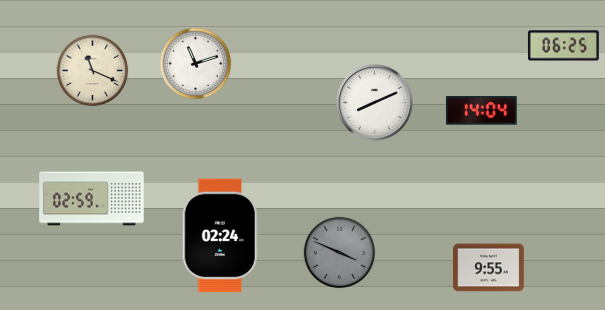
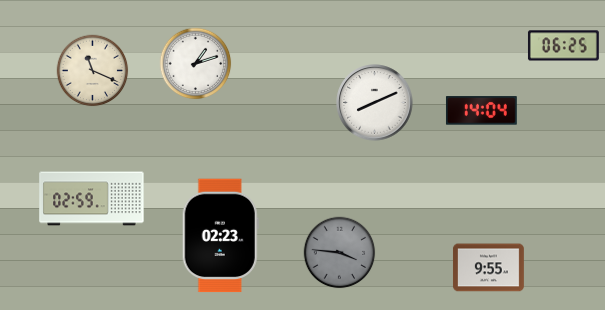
clock at (196, 64): 11:12 -> 1:12
clock at (220, 236): 02:24 -> 02:23
clock at (340, 253): 3:49 -> 3:46
